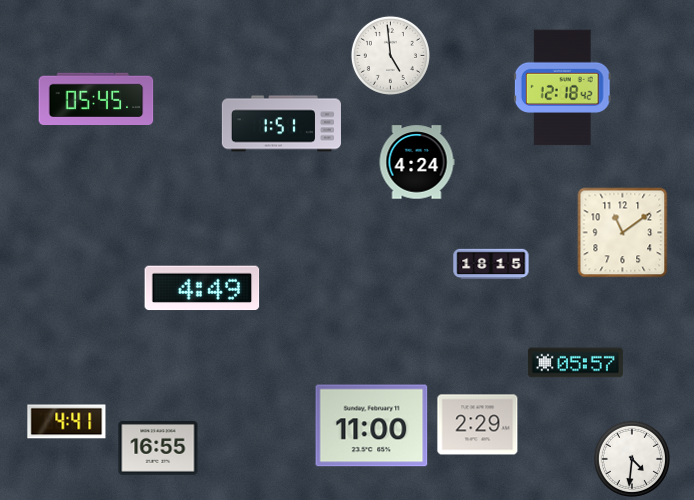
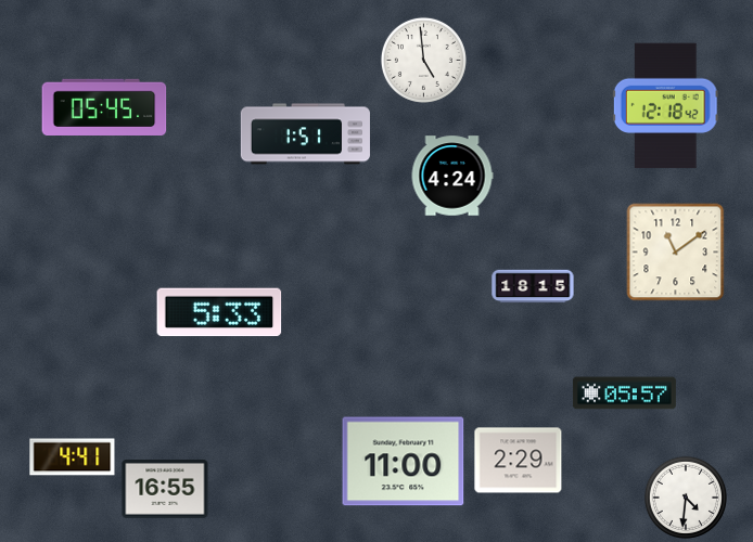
clock at (562, 88) position: (562, 88) -> (665, 106)
clock at (202, 288): 4:49 -> 5:33
clock at (158, 448) position: (158, 448) -> (165, 489)
